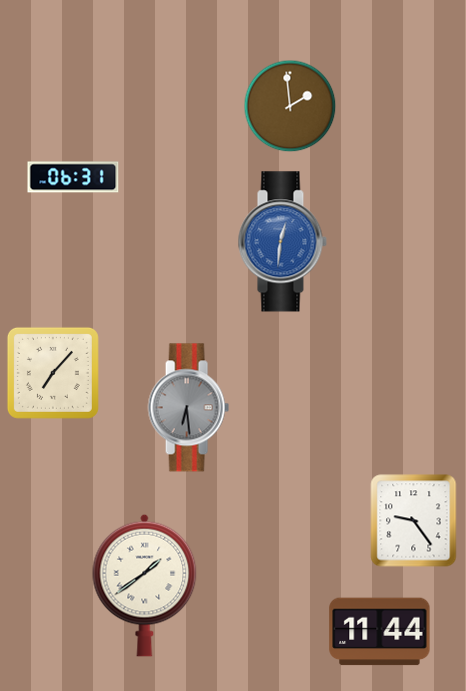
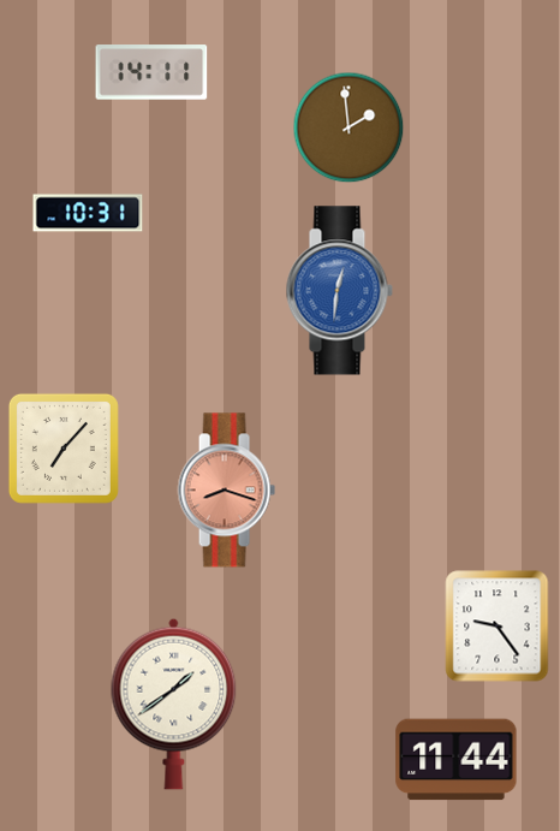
clock at (151, 72): none -> 14:11
clock at (73, 177): 06:31 -> 10:31
clock at (188, 408): 6:29 -> 8:18
clock at (188, 408) dial: grey -> salmon
